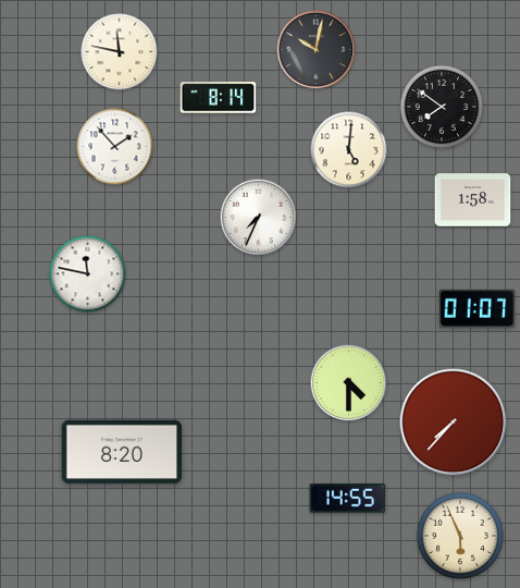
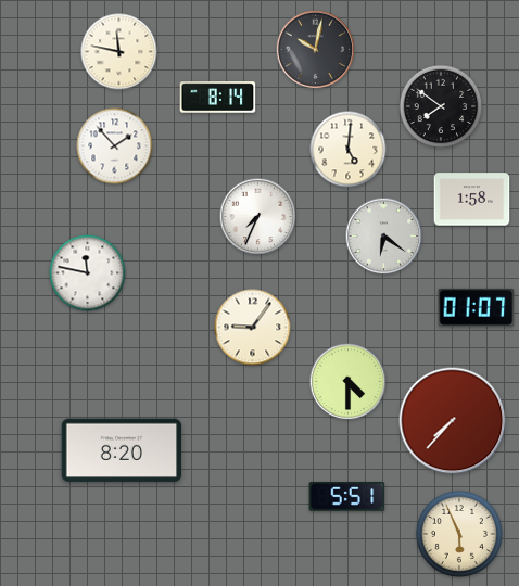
clock at (384, 237): none -> 6:21
clock at (253, 328): none -> 9:06
clock at (348, 499): 14:55 -> 5:51
